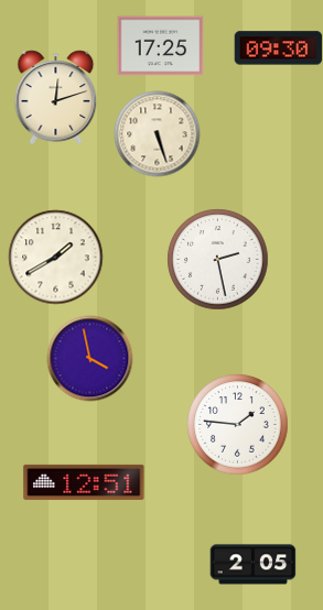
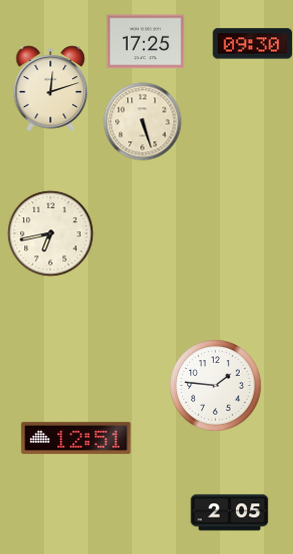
clock at (55, 257): 1:40 -> 6:43
clock at (217, 259): 2:28 -> none
clock at (89, 358): 3:58 -> none
